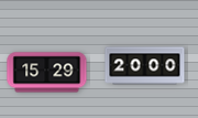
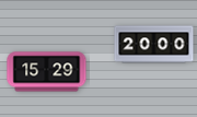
clock at (145, 66) position: (145, 66) -> (154, 45)
